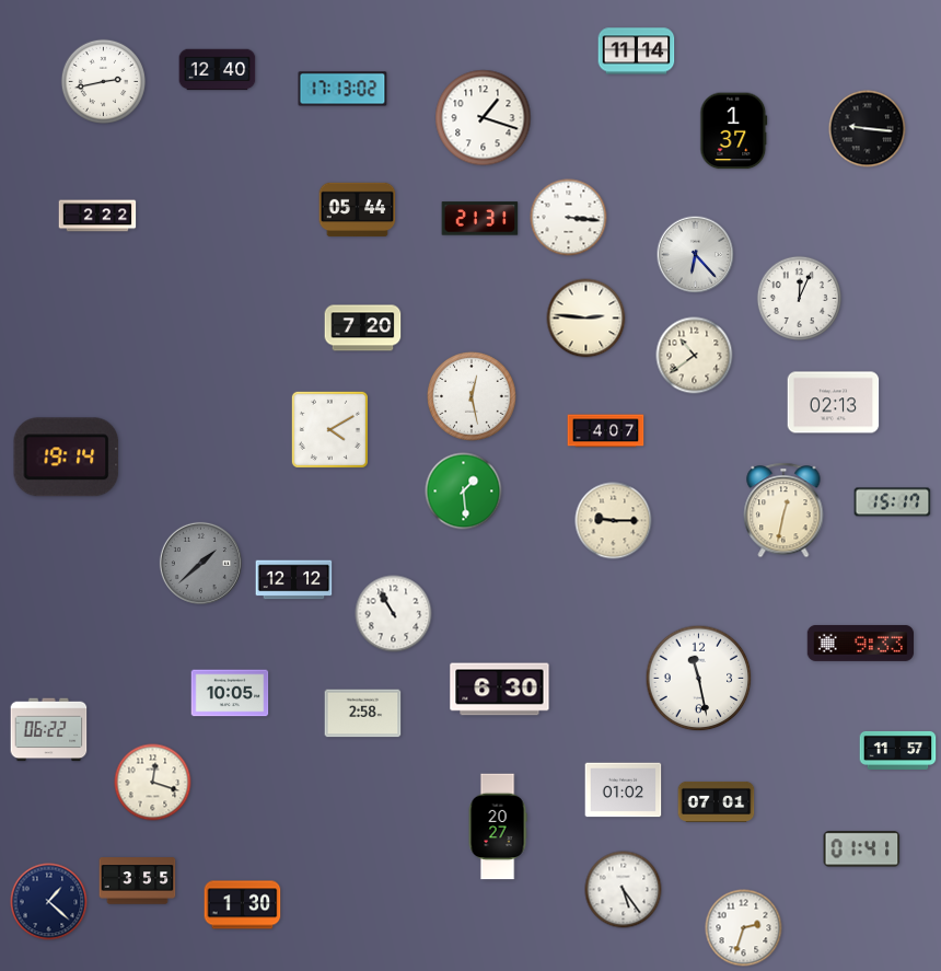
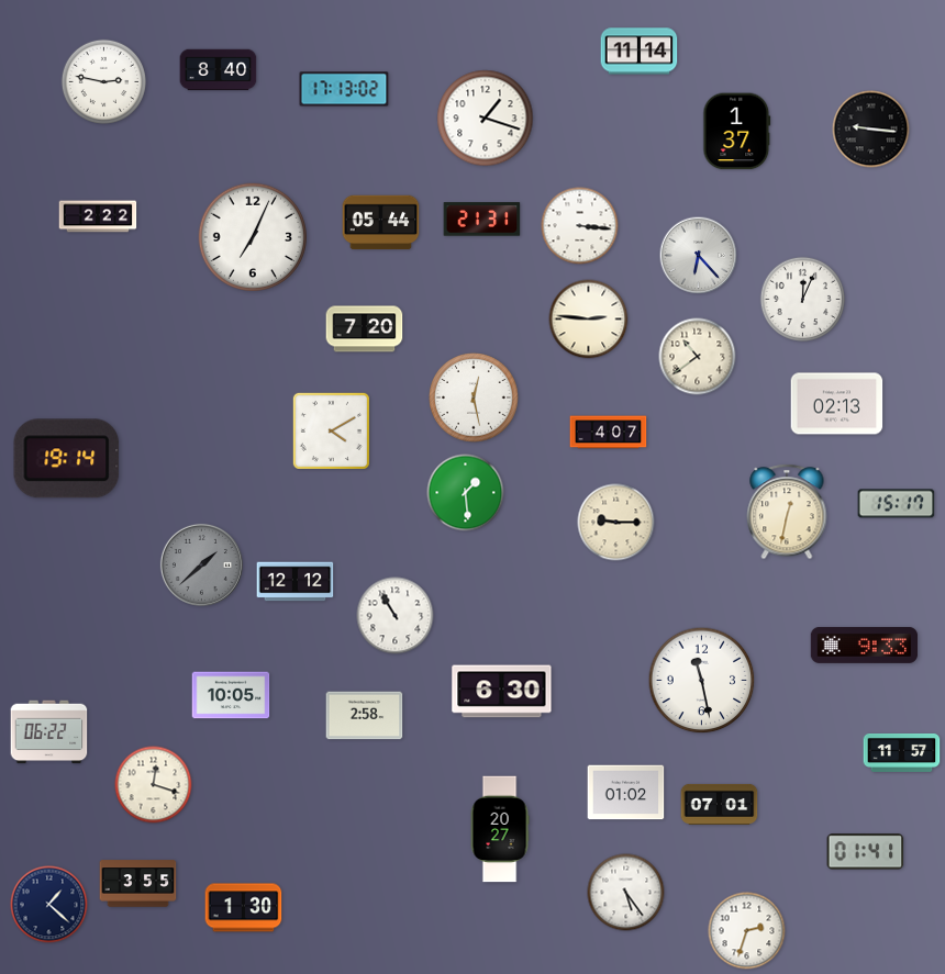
clock at (218, 70): 12:40 -> 8:40
clock at (103, 81): 2:43 -> 2:47
clock at (358, 210) position: (358, 210) -> (381, 223)
clock at (569, 218) position: (569, 218) -> (580, 226)
clock at (252, 236): none -> 7:04
